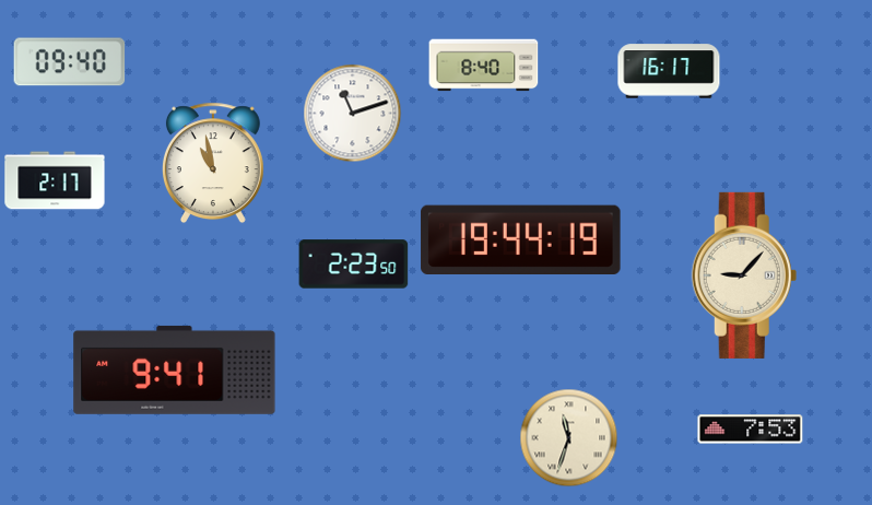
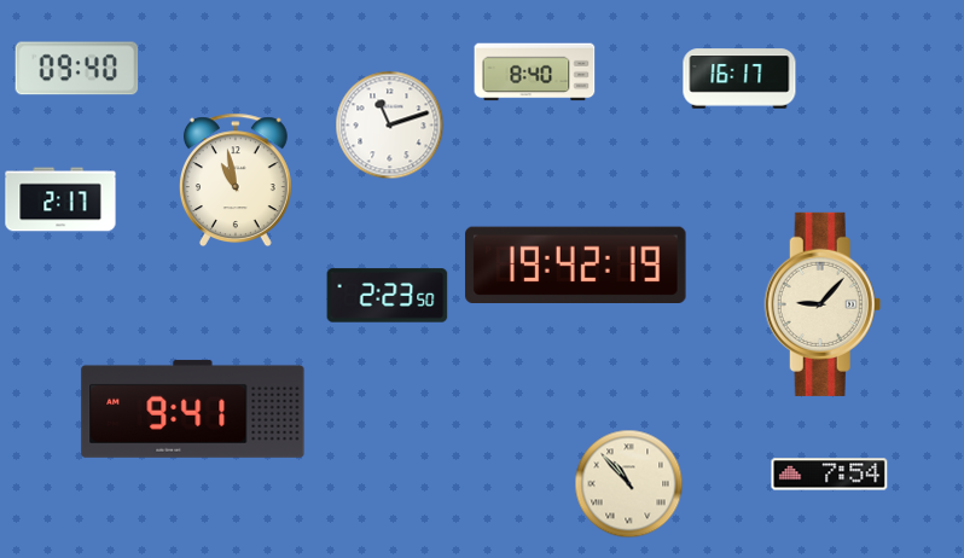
clock at (521, 239): 19:44 -> 19:42
clock at (354, 265) position: (354, 265) -> (388, 296)
clock at (751, 430): 7:53 -> 7:54
clock at (569, 438): 11:33 -> 10:53
